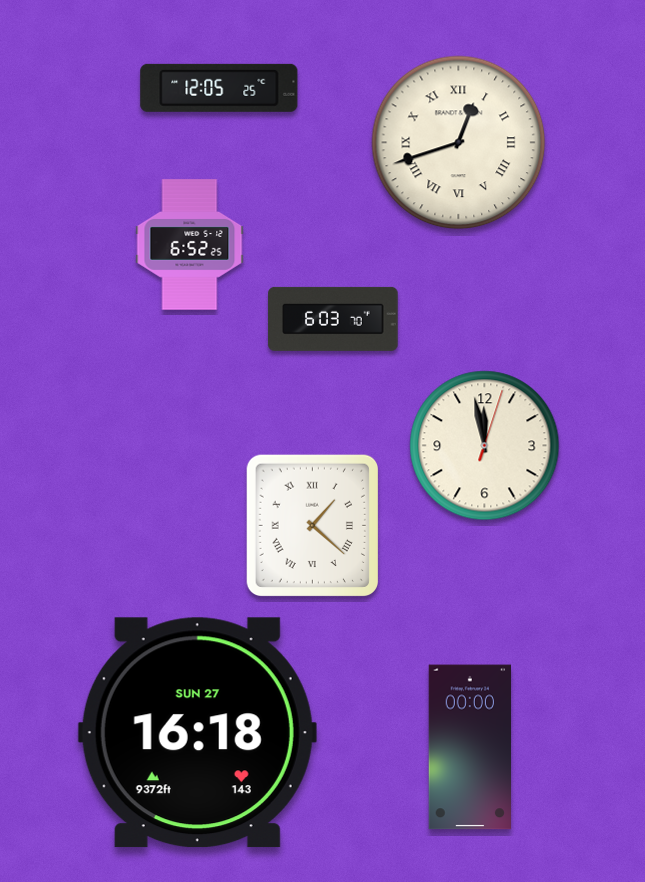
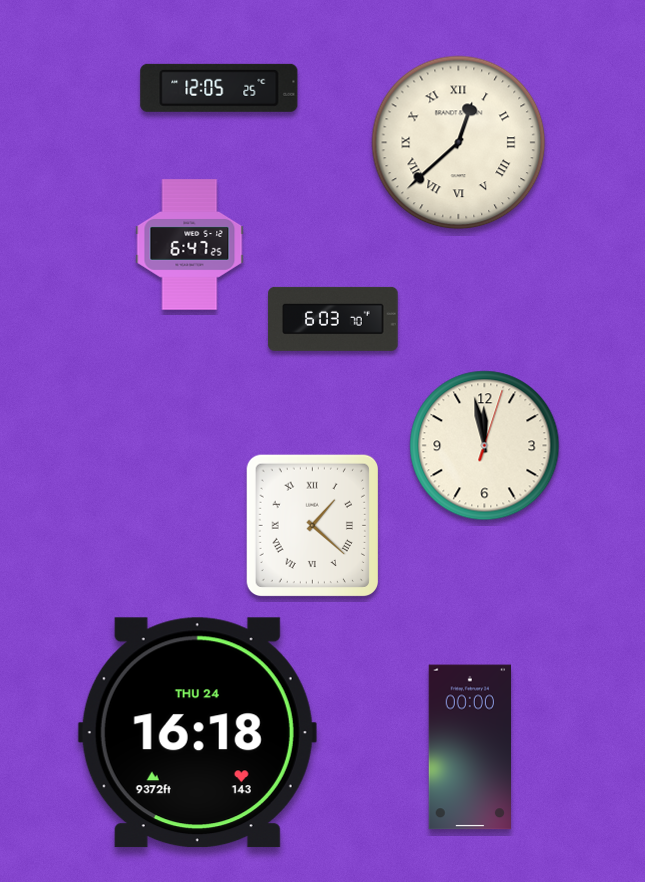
clock at (459, 143): 12:42 -> 12:38
clock at (190, 245): 6:52 -> 6:47
clock at (197, 733) date: SUN 27 -> THU 24
